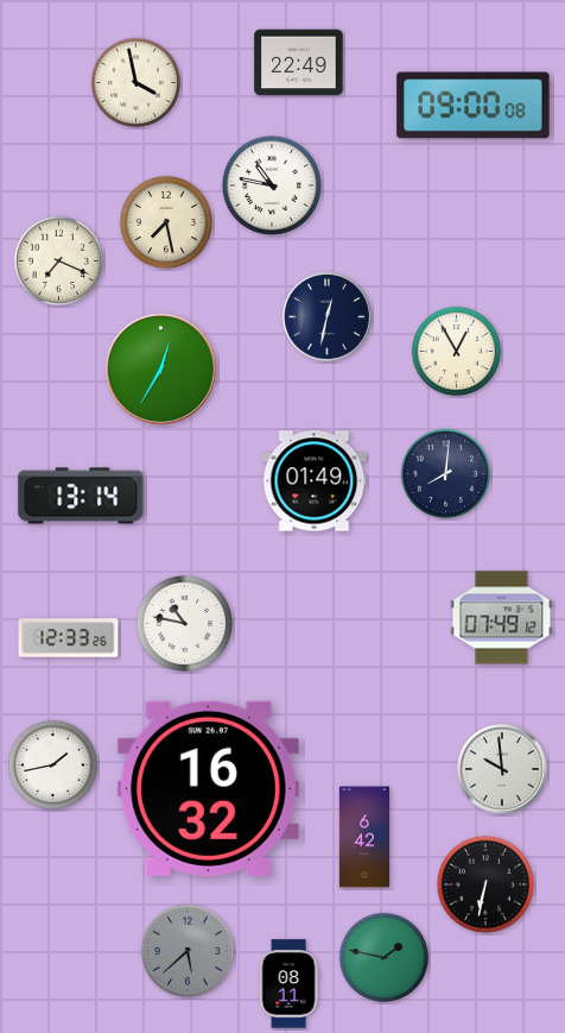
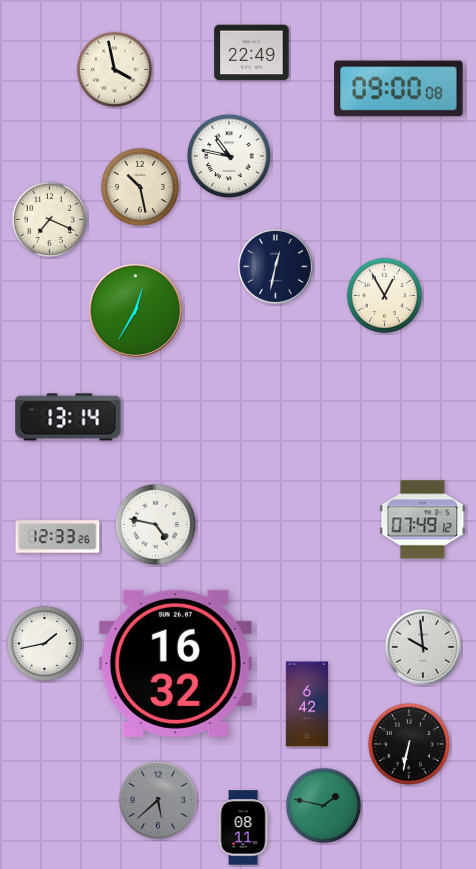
clock at (166, 222): 7:28 -> 10:28
clock at (445, 473): 8:01 -> none
clock at (315, 481): 01:49 -> none
clock at (184, 623): 10:47 -> 4:47
